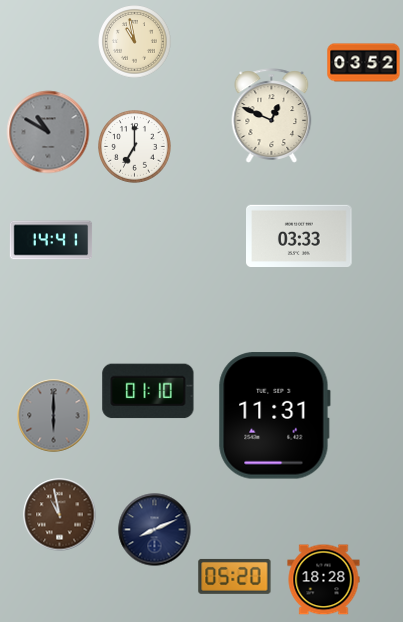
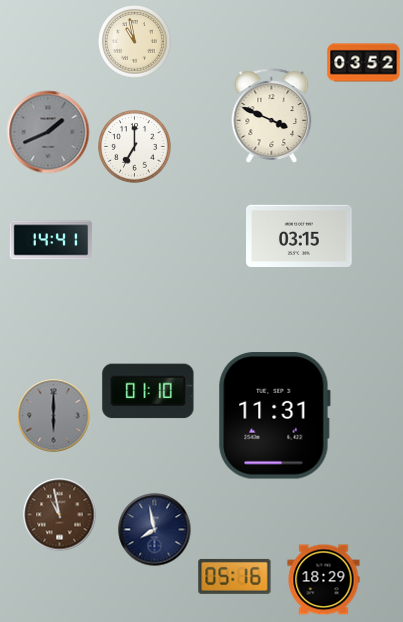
clock at (272, 116): 12:49 -> 3:49
clock at (48, 132): 10:50 -> 1:41
clock at (300, 235): 03:33 -> 03:15
clock at (155, 530): 8:11 -> 7:58
clock at (235, 576): 05:20 -> 05:16
clock at (324, 580): 18:28 -> 18:29
